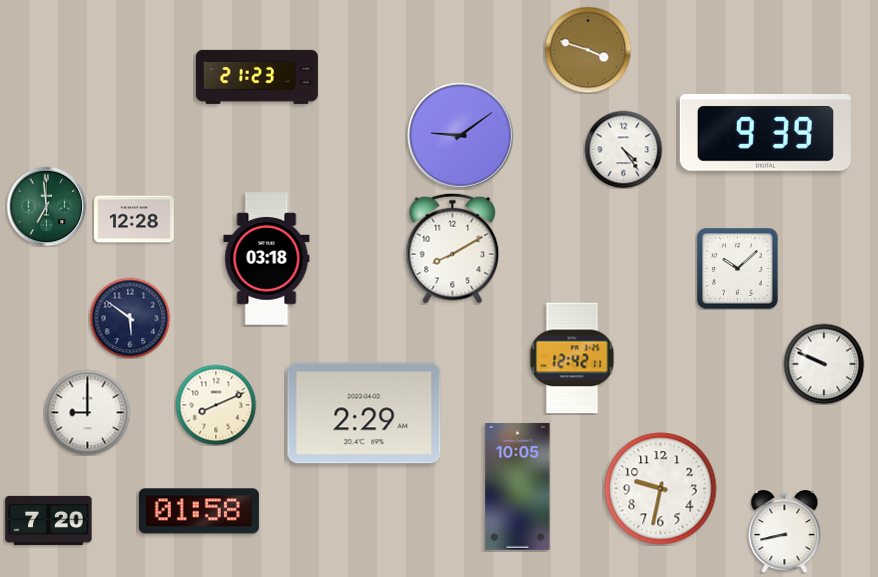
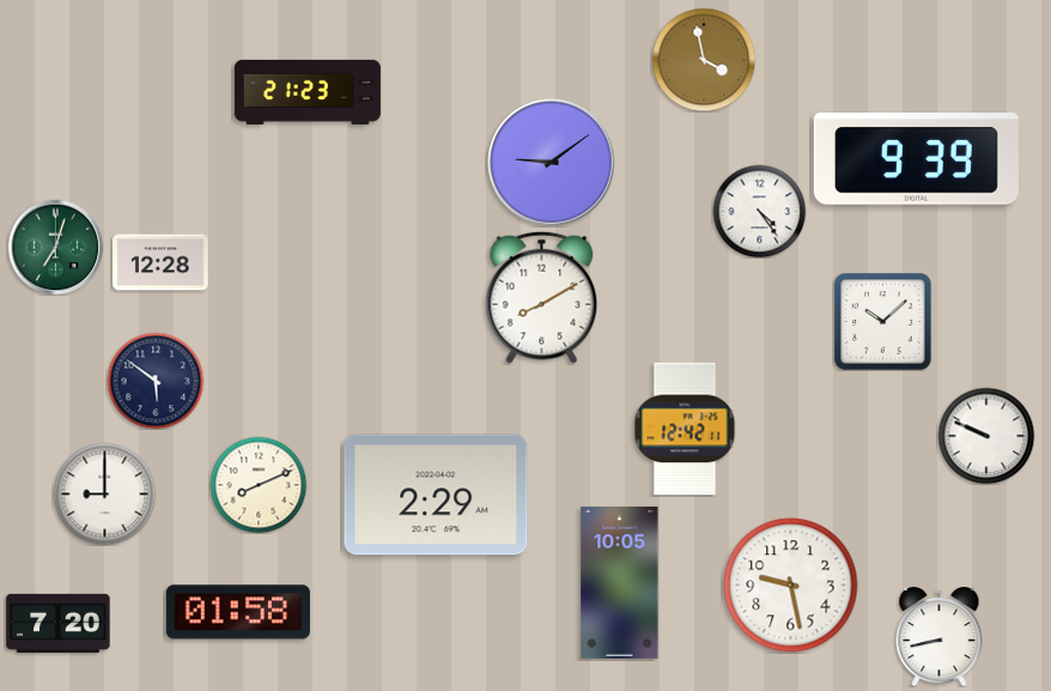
clock at (588, 50): 3:48 -> 3:58
clock at (623, 149) position: (623, 149) -> (759, 211)
clock at (46, 206): 6:59 -> 7:03
clock at (267, 259): 03:18 -> none
clock at (661, 489): 9:32 -> 9:28
